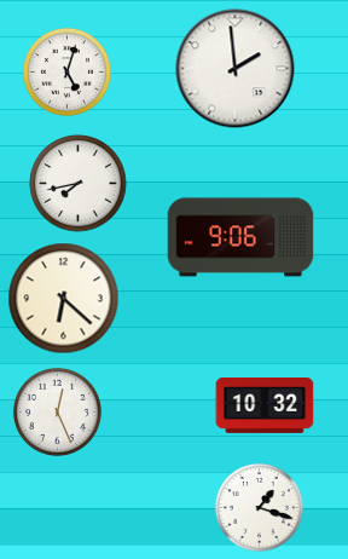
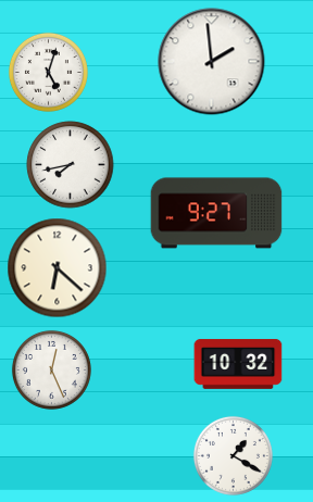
clock at (66, 71) position: (66, 71) -> (48, 72)
clock at (240, 237): 9:06 -> 9:27
clock at (259, 507): 1:18 -> 1:20
